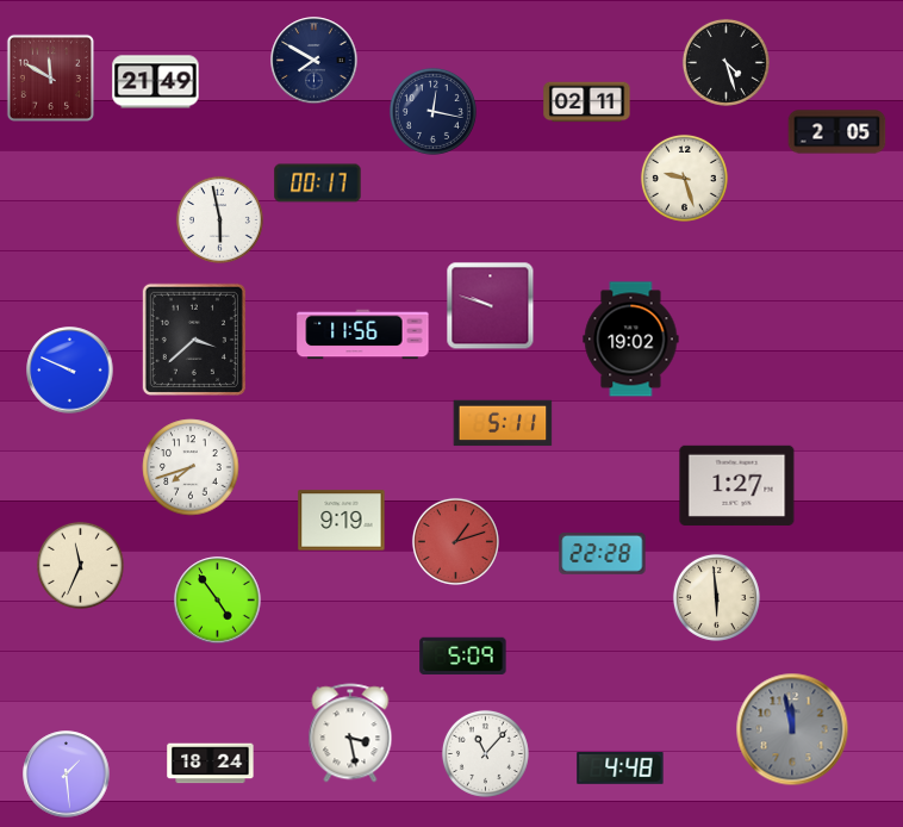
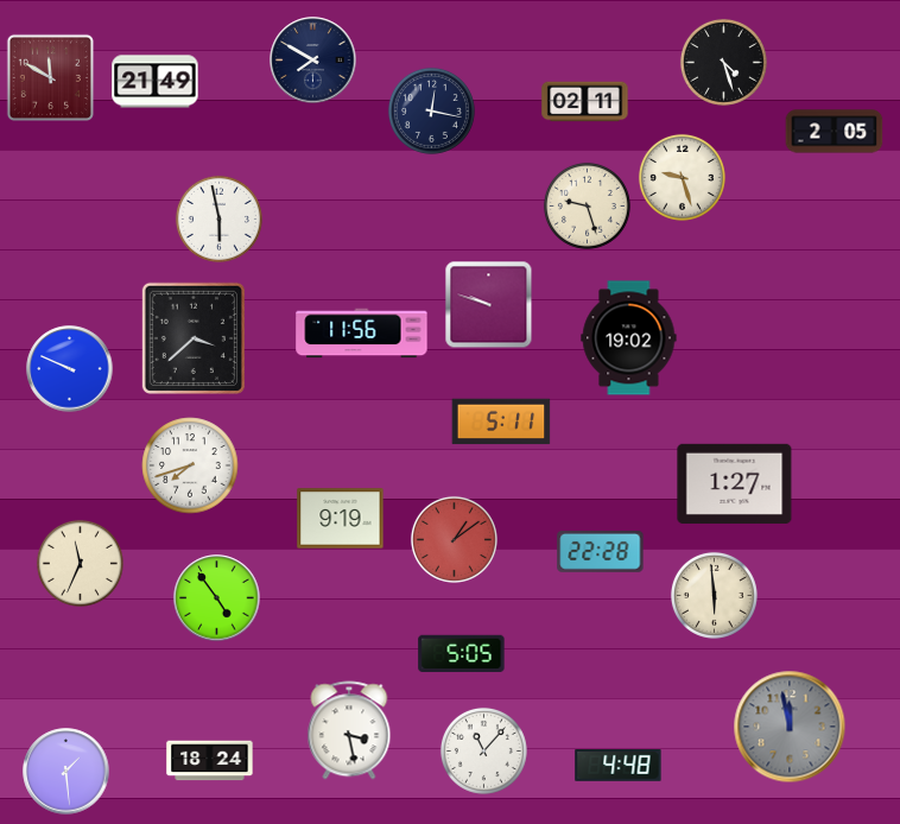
clock at (318, 184): 00:17 -> none
clock at (587, 205): none -> 9:27
clock at (455, 541): 1:12 -> 1:09
clock at (463, 655): 5:09 -> 5:05
